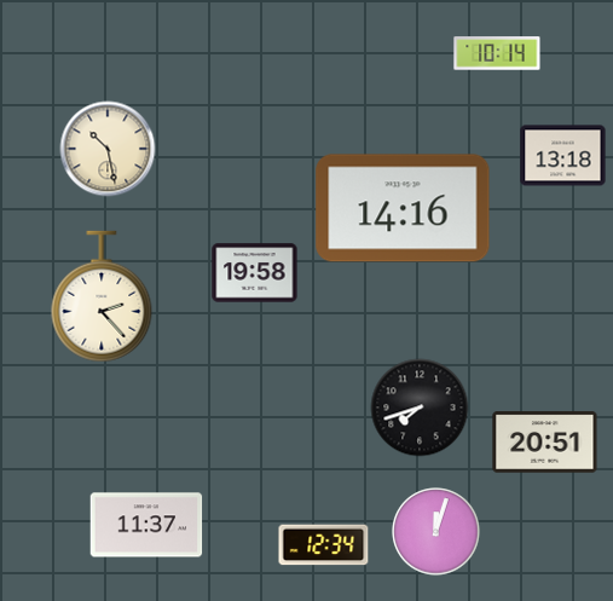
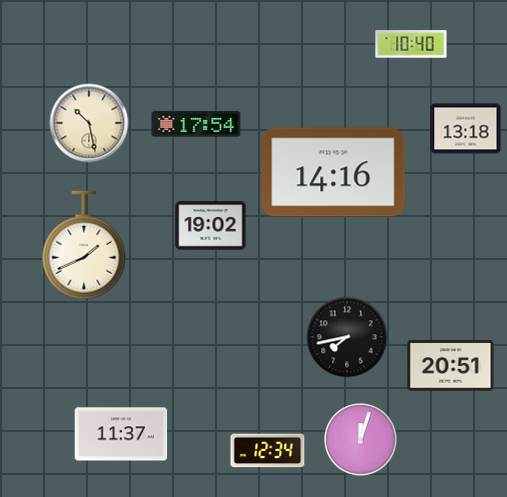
clock at (497, 53): 10:14 -> 10:40
clock at (196, 124): none -> 17:54
clock at (255, 273): 19:58 -> 19:02
clock at (102, 296): 2:23 -> 1:41
clock at (420, 408): 7:42 -> 7:43
